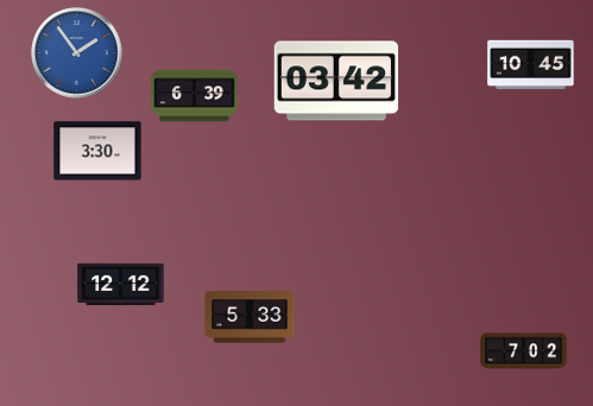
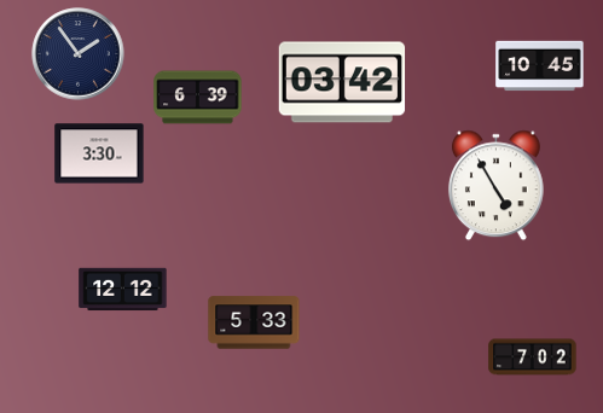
clock at (77, 53) dial: blue -> navy
clock at (495, 186): none -> 4:55
